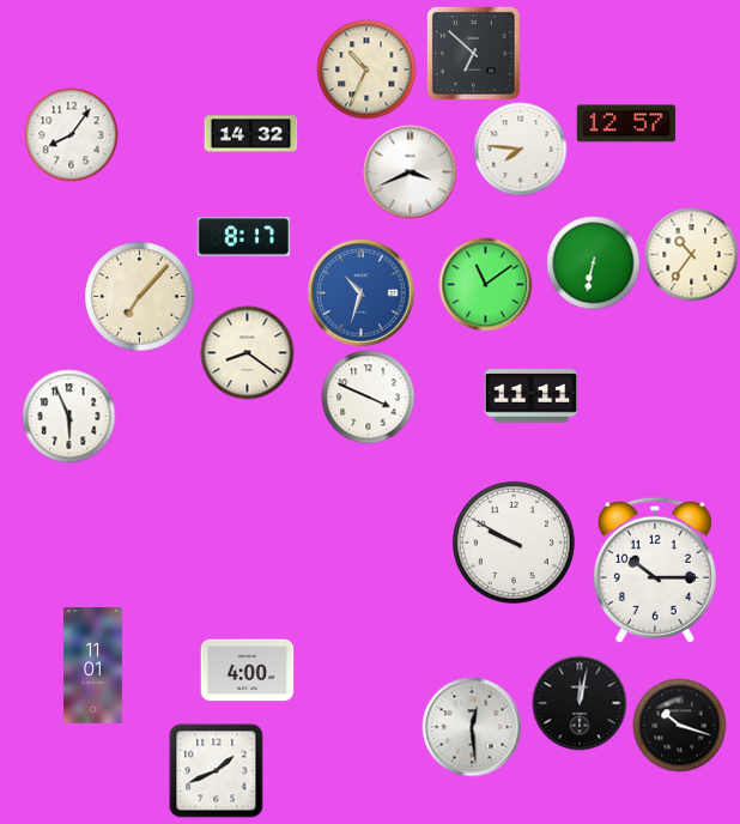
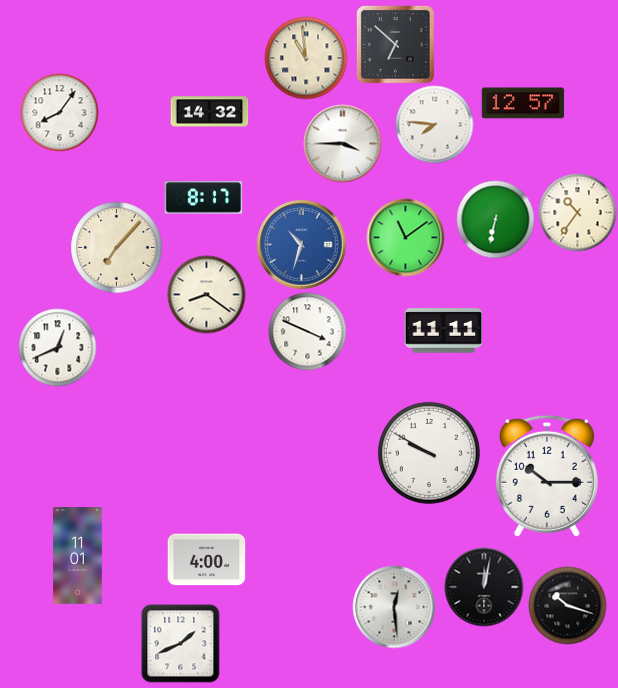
clock at (366, 69): 10:34 -> 10:59
clock at (410, 171): 3:41 -> 3:45
clock at (68, 416): 5:56 -> 12:41
